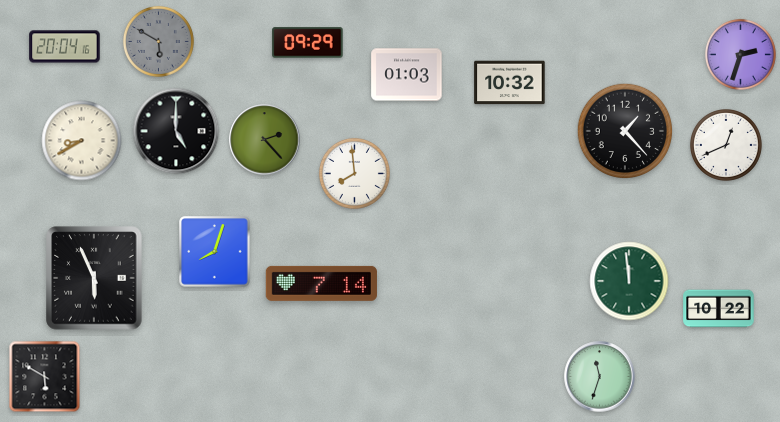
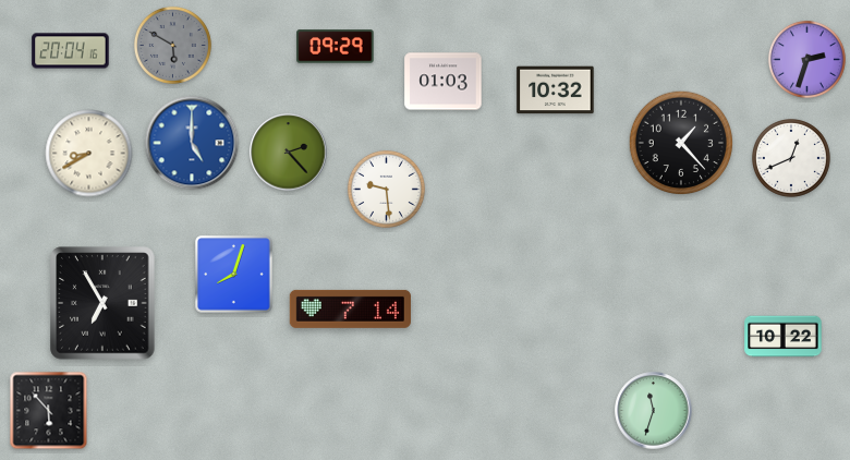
clock at (176, 131) dial: black -> blue
clock at (354, 173): 7:59 -> 9:29
clock at (94, 278): 5:56 -> 6:55
clock at (629, 281): 11:59 -> none
clock at (45, 377): 5:50 -> 5:53
